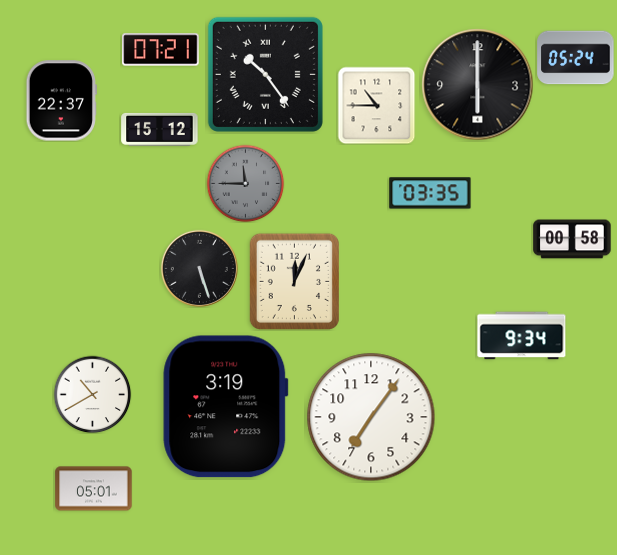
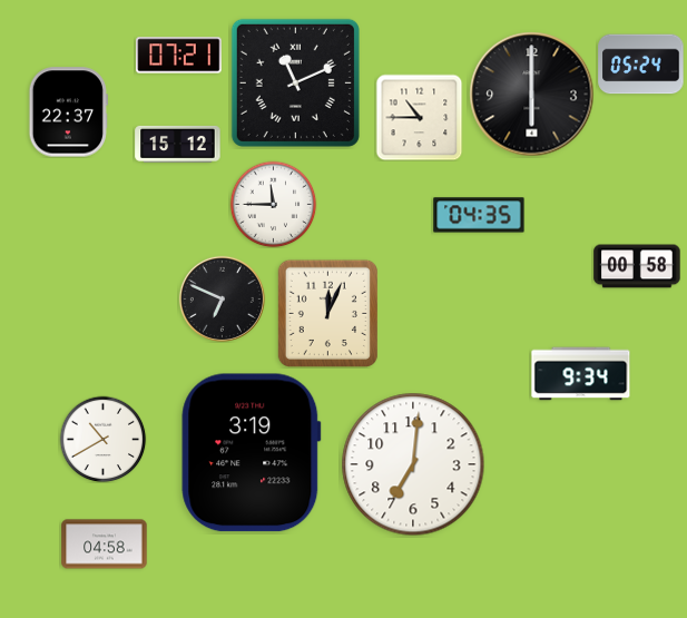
clock at (265, 74): 10:24 -> 11:11
clock at (245, 183) dial: grey -> white
clock at (430, 193): 03:35 -> 04:35
clock at (199, 268): 5:27 -> 6:49
clock at (371, 417): 7:06 -> 7:01
clock at (94, 489): 05:01 -> 04:58
